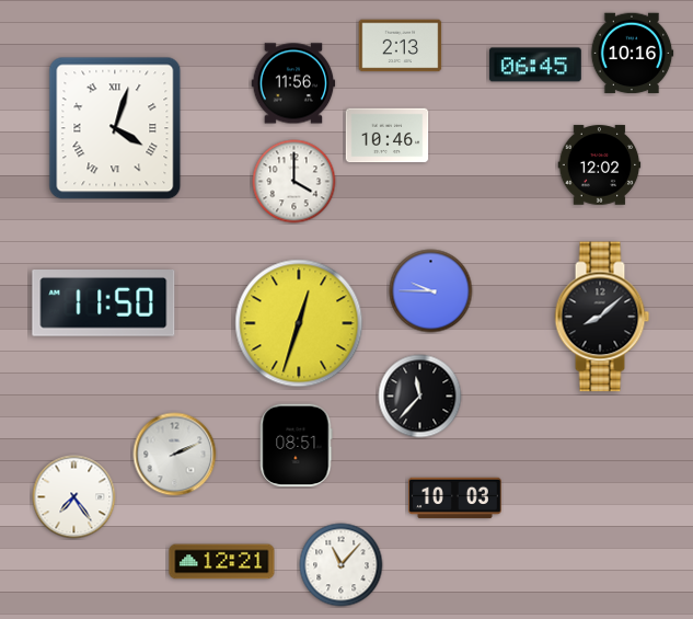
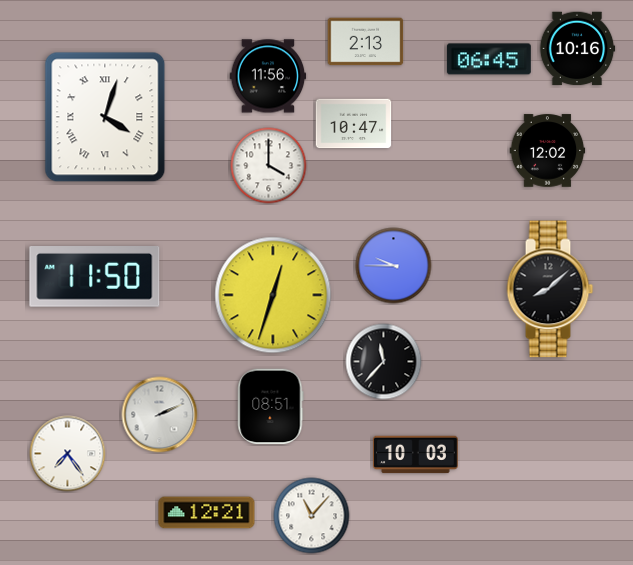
clock at (388, 136): 10:46 -> 10:47
clock at (222, 562) position: (222, 562) -> (207, 513)
